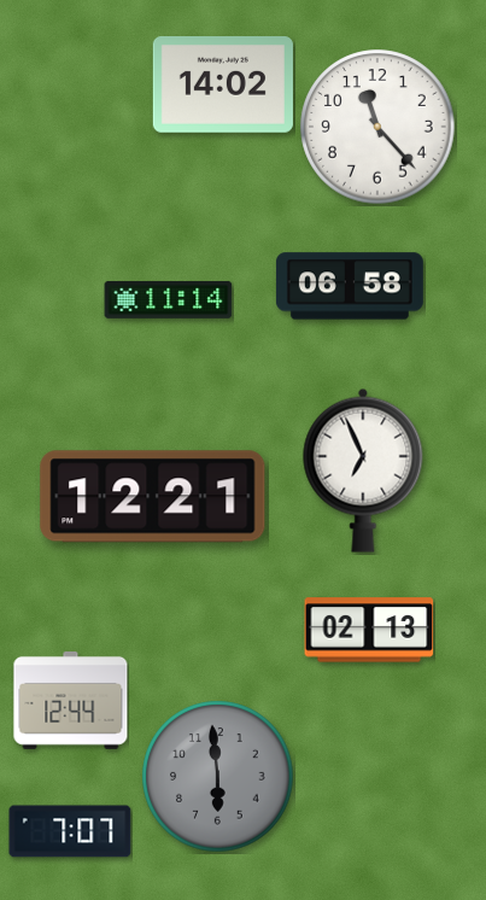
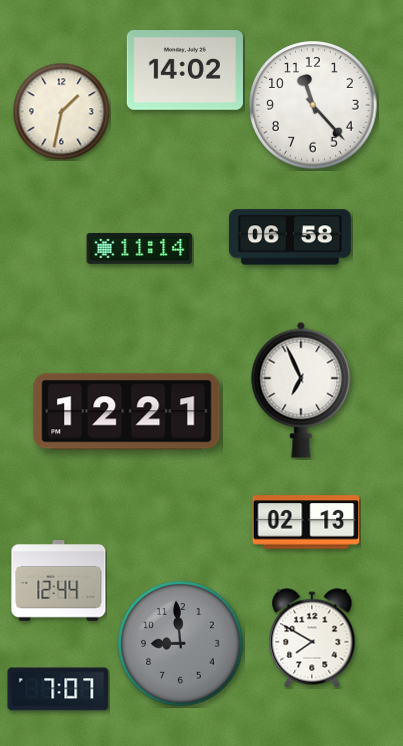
clock at (61, 111): none -> 1:32
clock at (312, 638): none -> 7:50
clock at (218, 777): 5:59 -> 8:59
